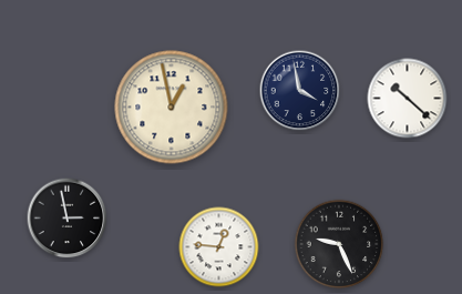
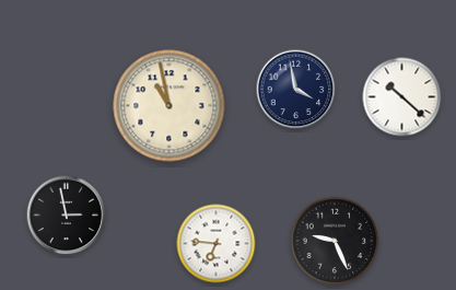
clock at (172, 108): 12:58 -> 10:58
clock at (219, 247): 12:46 -> 6:46
